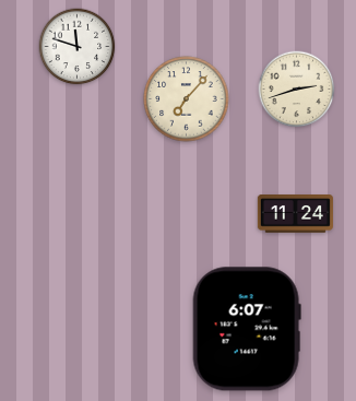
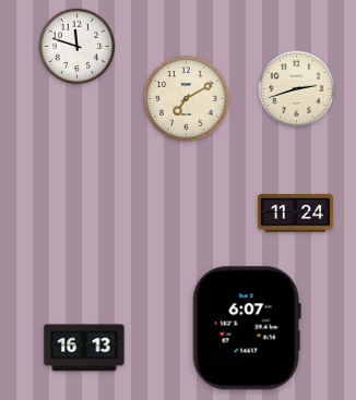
clock at (187, 99): 7:07 -> 7:10
clock at (84, 348): none -> 16:13
